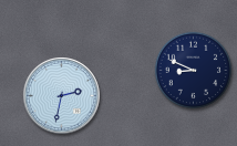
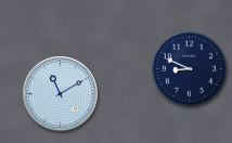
clock at (62, 96): 2:32 -> 11:10
